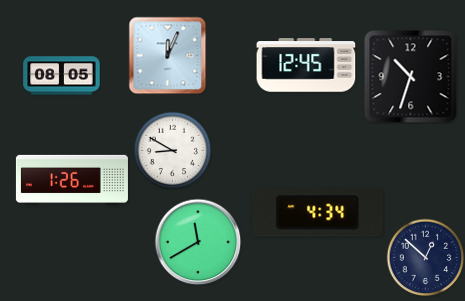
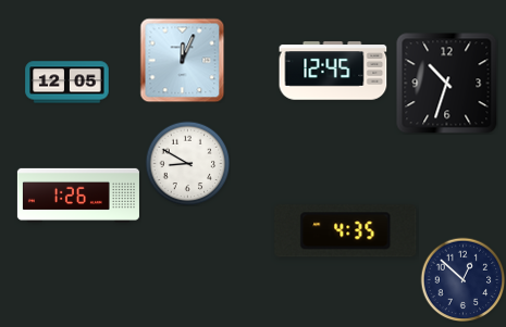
clock at (62, 76): 08:05 -> 12:05
clock at (318, 213): 4:34 -> 4:35
clock at (198, 242): 11:40 -> none
